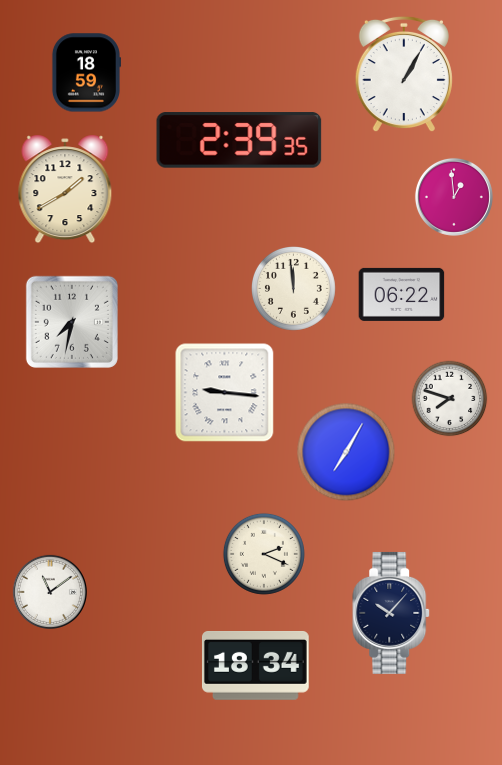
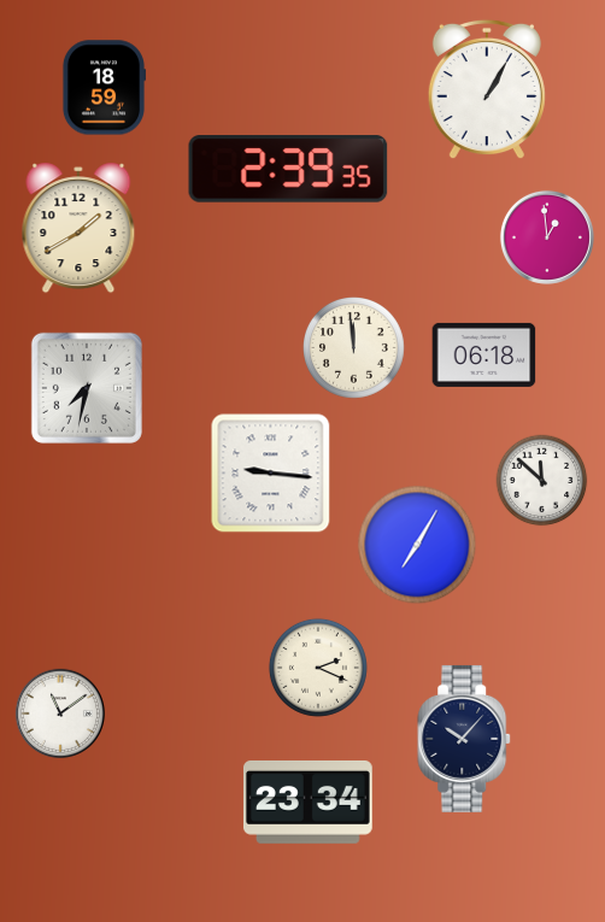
clock at (402, 294): 06:22 -> 06:18
clock at (450, 399): 7:48 -> 11:52
clock at (392, 613) position: (392, 613) -> (465, 739)
clock at (256, 665): 18:34 -> 23:34
